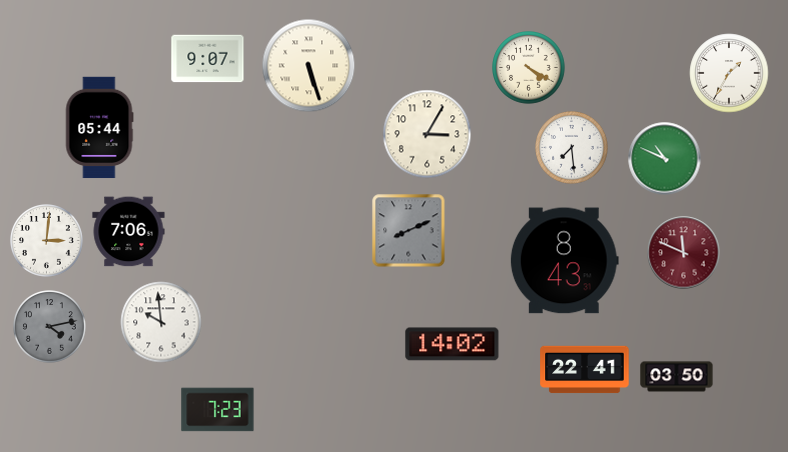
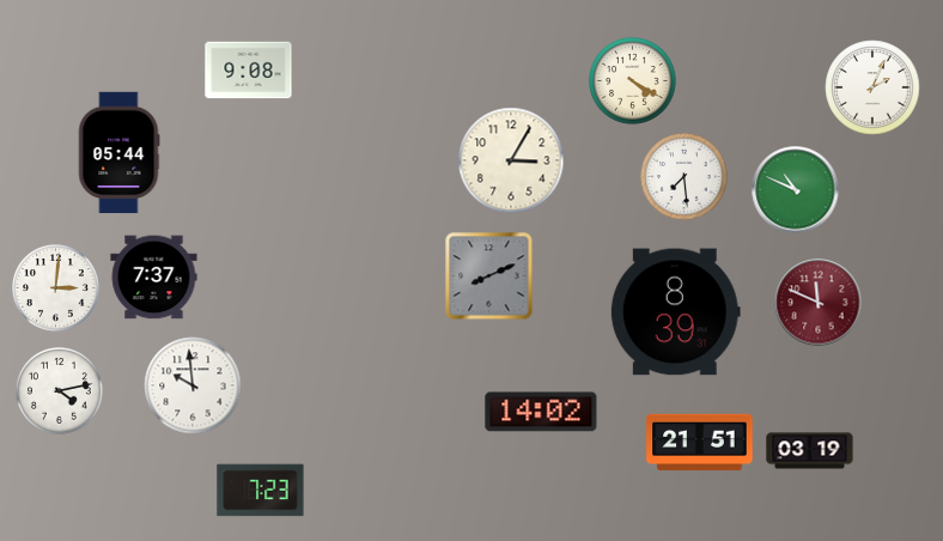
clock at (208, 59): 9:07 -> 9:08
clock at (309, 66): 5:27 -> none
clock at (729, 73): 1:35 -> 2:04
clock at (129, 232): 7:06 -> 7:37
clock at (564, 261): 8:43 -> 8:39
clock at (50, 327) dial: grey -> white
clock at (585, 370): 22:41 -> 21:51
clock at (677, 377): 03:50 -> 03:19
